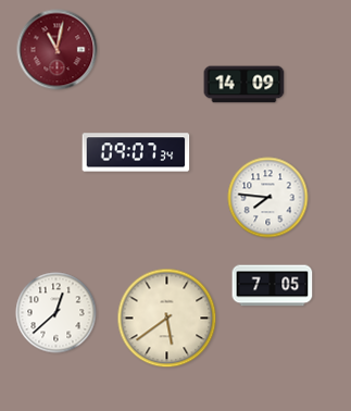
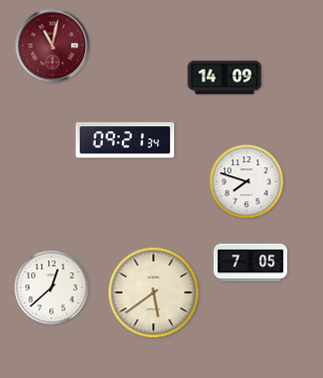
clock at (136, 152): 09:07 -> 09:21
clock at (268, 198): 7:46 -> 7:48
